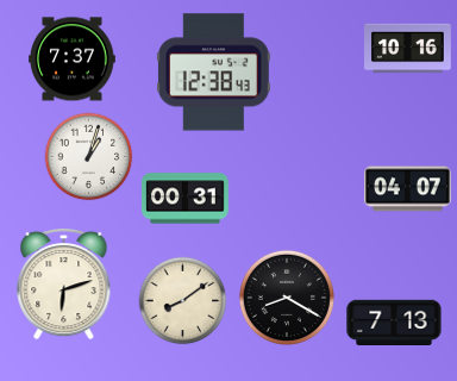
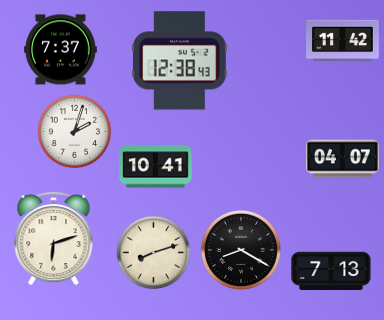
clock at (408, 49): 10:16 -> 11:42
clock at (89, 157): 1:03 -> 2:03
clock at (186, 199): 00:31 -> 10:41
clock at (183, 301): 8:09 -> 8:12
